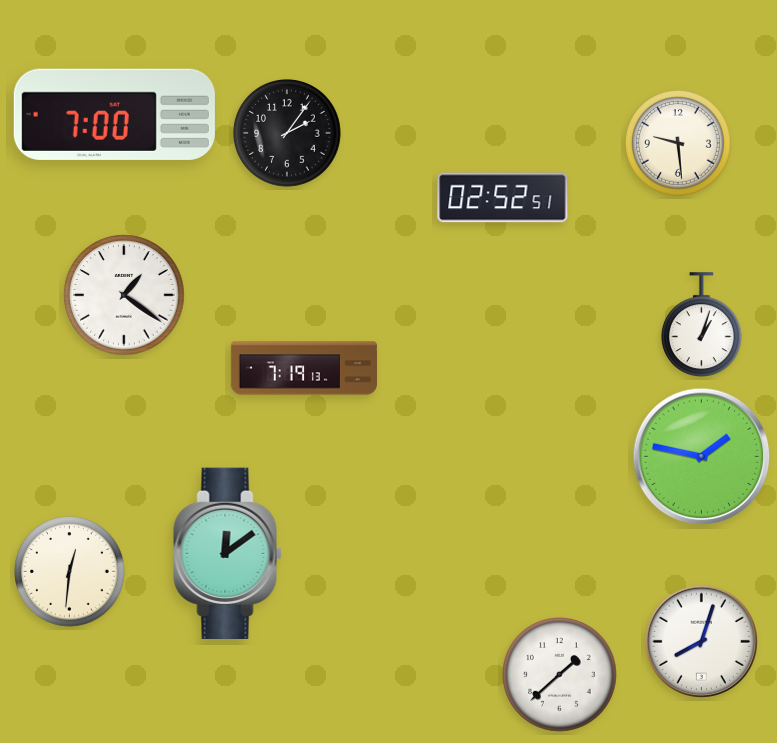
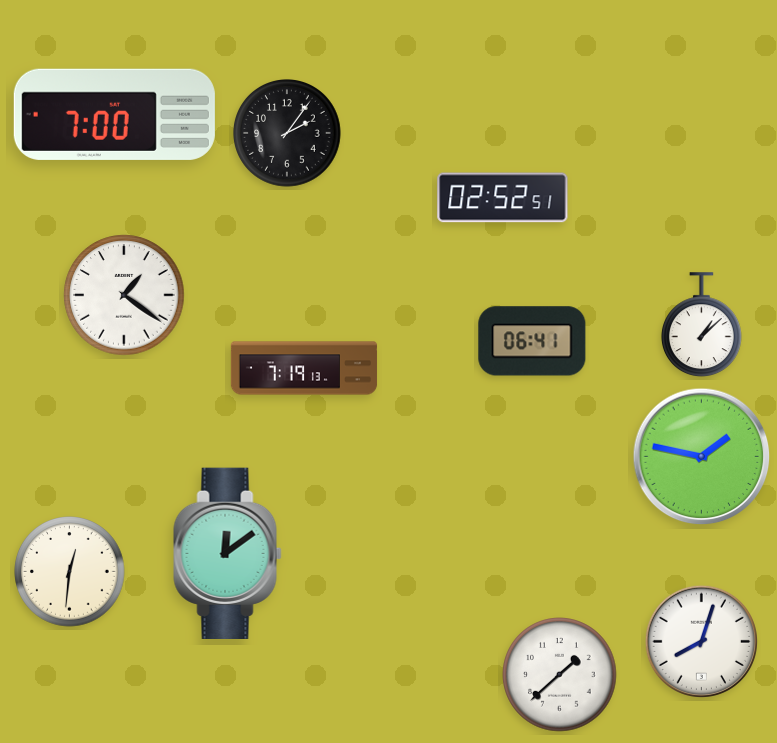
clock at (679, 144): 9:29 -> none
clock at (701, 325): 1:03 -> 1:08
clock at (532, 341): none -> 06:41
